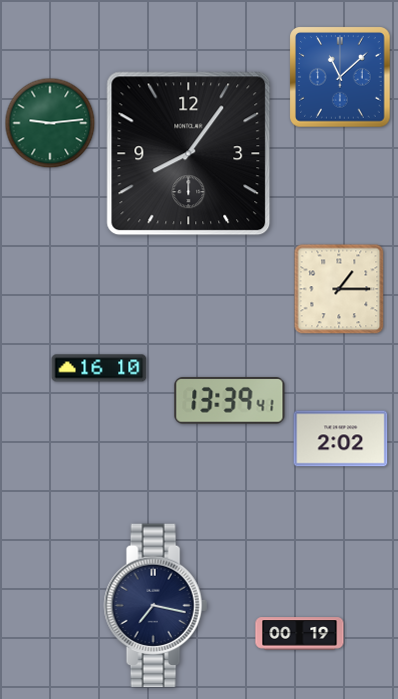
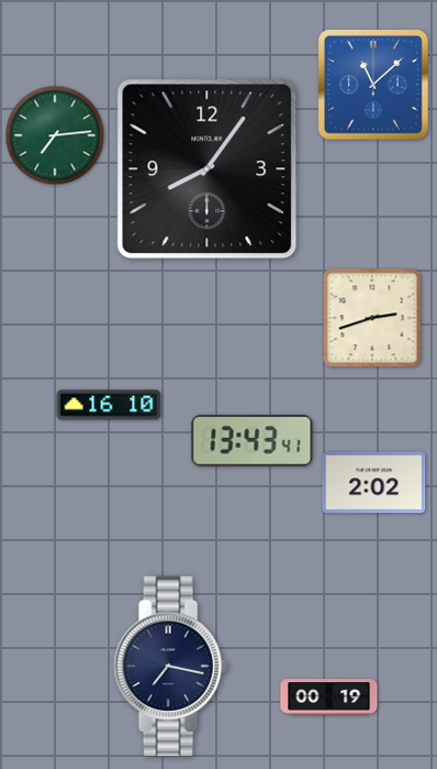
clock at (50, 123): 9:14 -> 7:14
clock at (339, 289): 1:15 -> 2:42
clock at (230, 401): 13:39 -> 13:43
